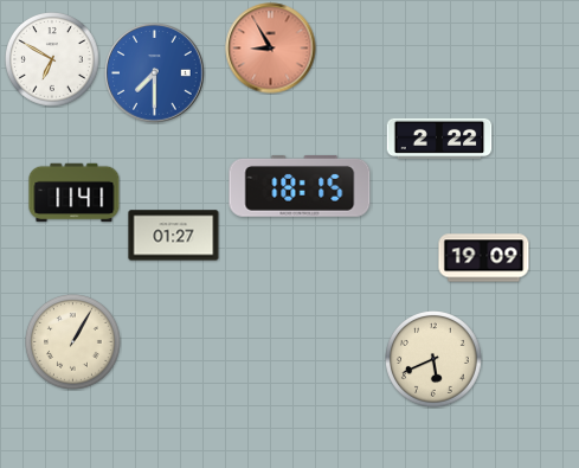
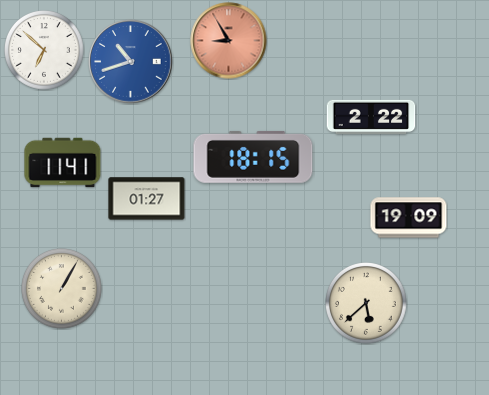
clock at (53, 60): 6:50 -> 6:52
clock at (155, 73): 7:30 -> 10:42
clock at (435, 360): 5:41 -> 5:38
